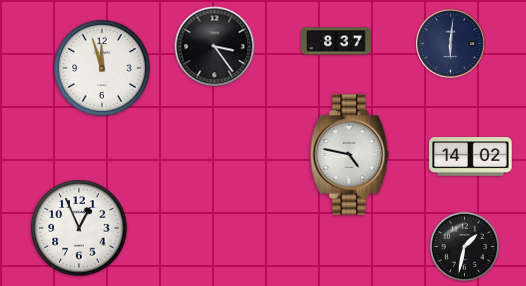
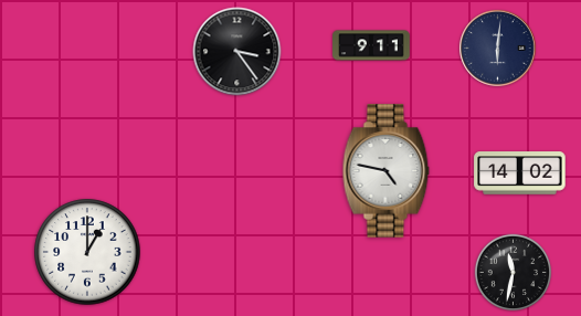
clock at (336, 41): 8:37 -> 9:11
clock at (102, 68): 11:57 -> none
clock at (79, 228): 12:56 -> 1:00
clock at (465, 247): 1:32 -> 11:32
